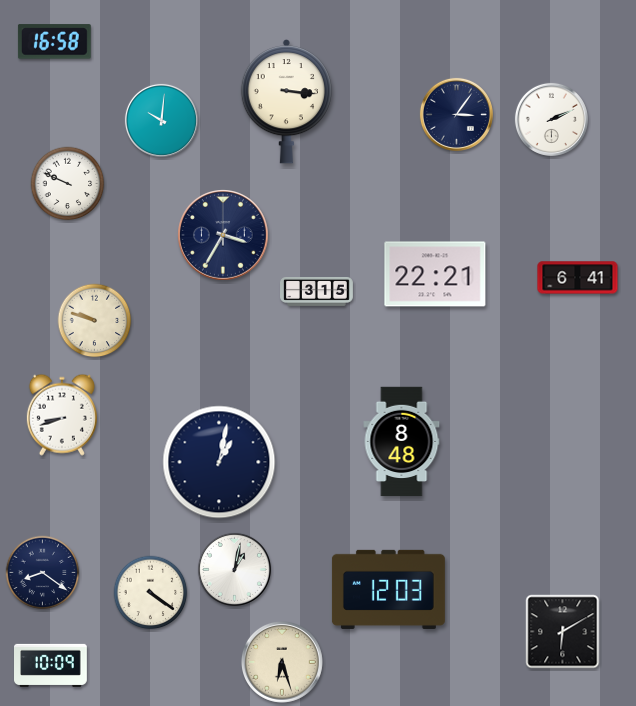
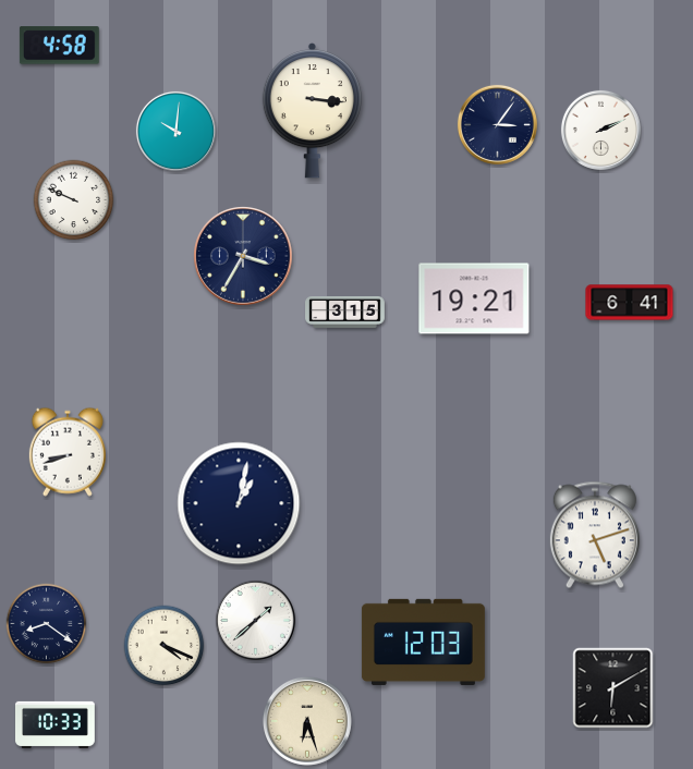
clock at (54, 42): 16:58 -> 4:58
clock at (435, 274): 22:21 -> 19:21
clock at (317, 292) position: (317, 292) -> (345, 313)
clock at (95, 321): 9:48 -> none
clock at (402, 442): 8:48 -> none
clock at (595, 535): none -> 5:12
clock at (234, 569): 1:02 -> 1:38
clock at (151, 593): 4:21 -> 4:19
clock at (51, 665): 10:09 -> 10:33
